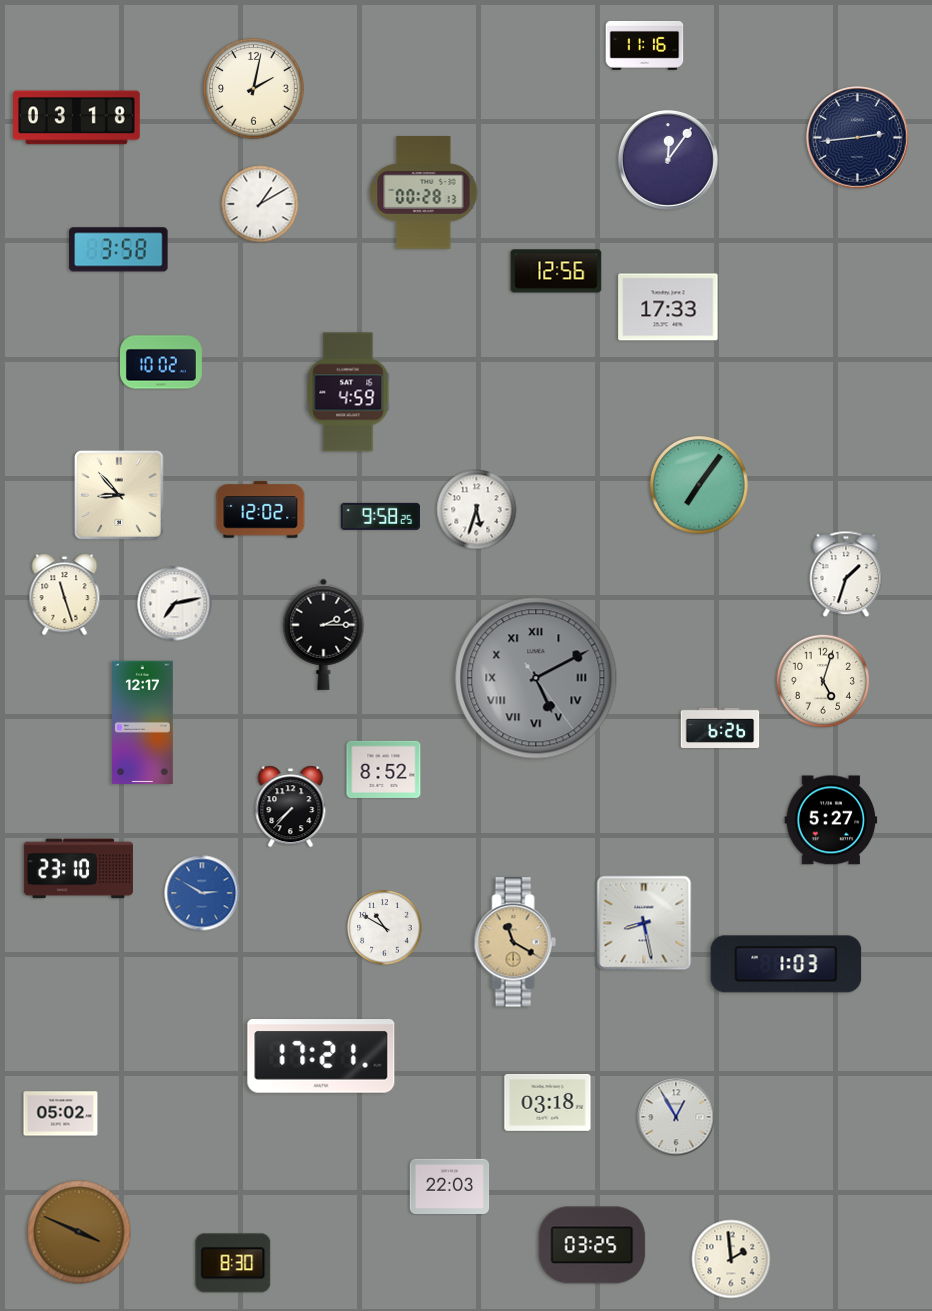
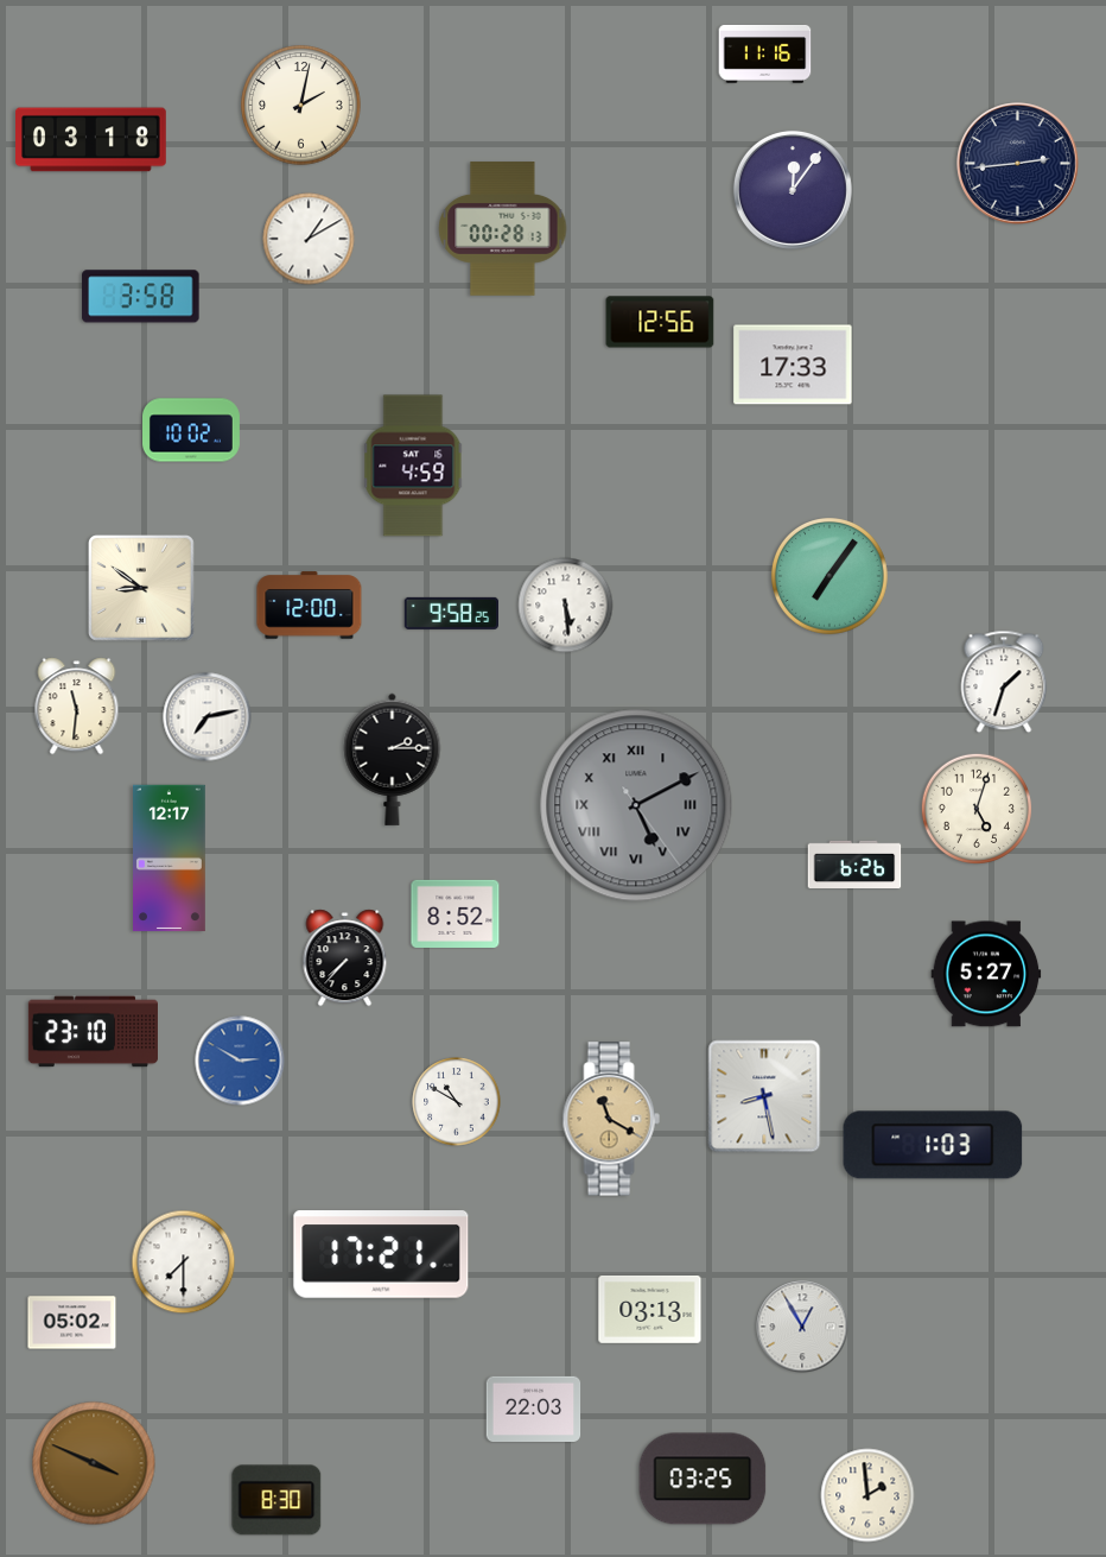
clock at (260, 204) position: (260, 204) -> (309, 239)
clock at (119, 495): 8:53 -> 8:51
clock at (261, 510): 12:02 -> 12:00
clock at (477, 510): 5:33 -> 5:29
clock at (65, 595): 11:27 -> 11:31
clock at (324, 634) position: (324, 634) -> (393, 759)
clock at (184, 1262): none -> 7:30
clock at (548, 1103): 03:18 -> 03:13
